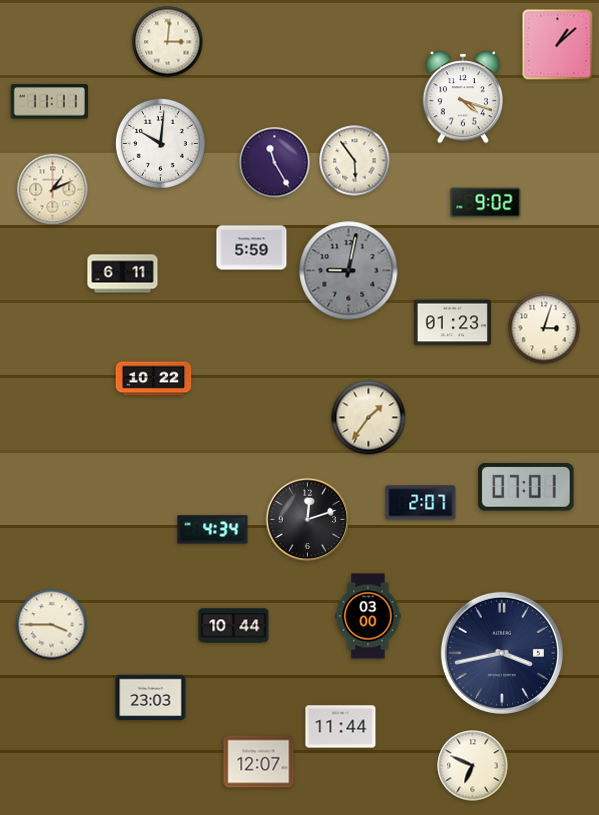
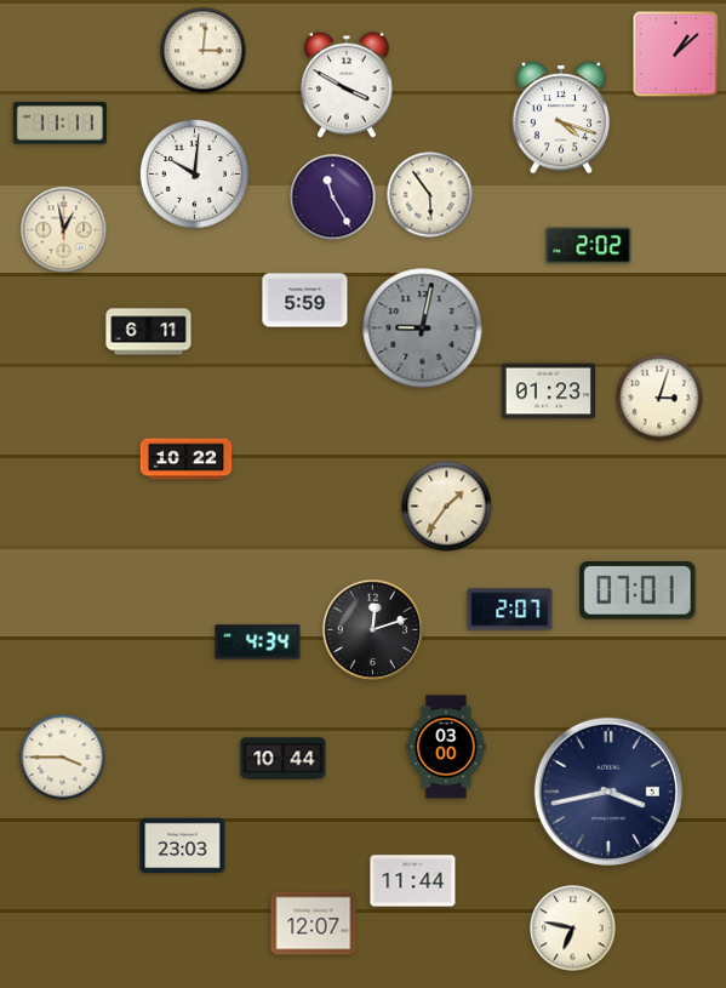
clock at (347, 85): none -> 3:50
clock at (53, 190): 1:11 -> 12:58
clock at (486, 203): 9:02 -> 2:02
clock at (473, 766): 6:49 -> 6:47
